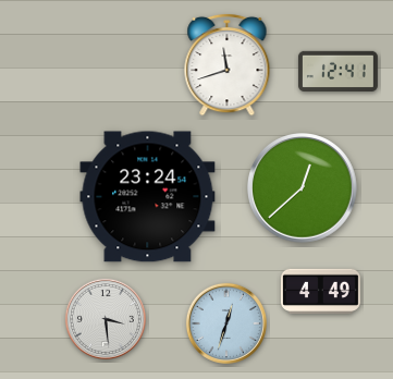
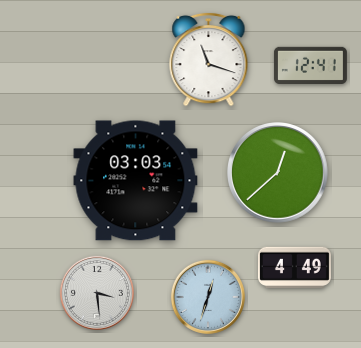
clock at (228, 64): 11:42 -> 11:18
clock at (148, 197): 23:24 -> 03:03
